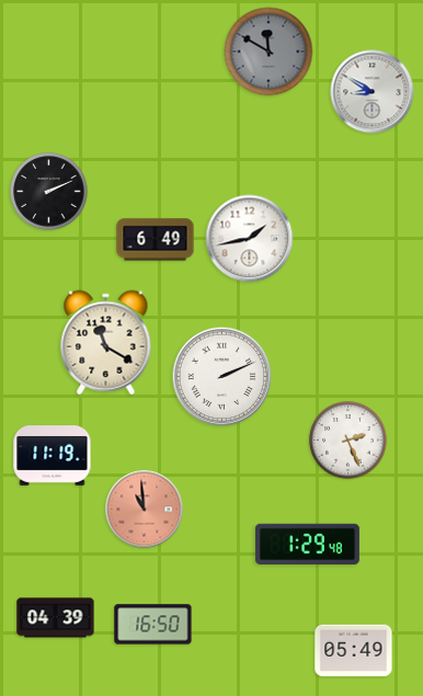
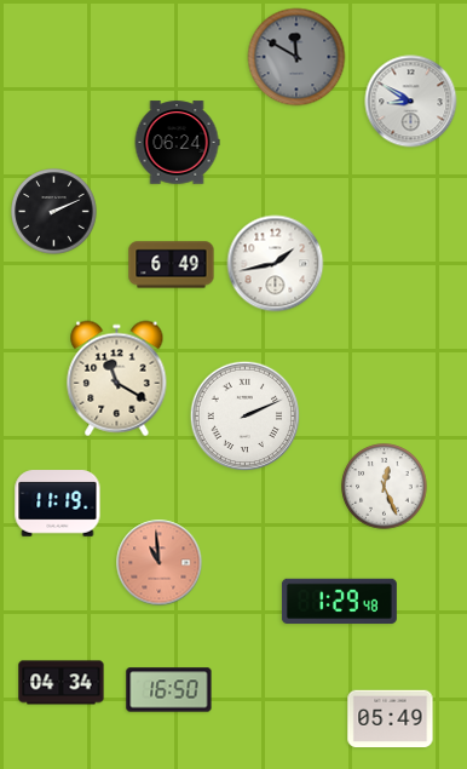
clock at (177, 143): none -> 06:24
clock at (348, 441): 2:26 -> 12:26
clock at (56, 618): 04:39 -> 04:34
